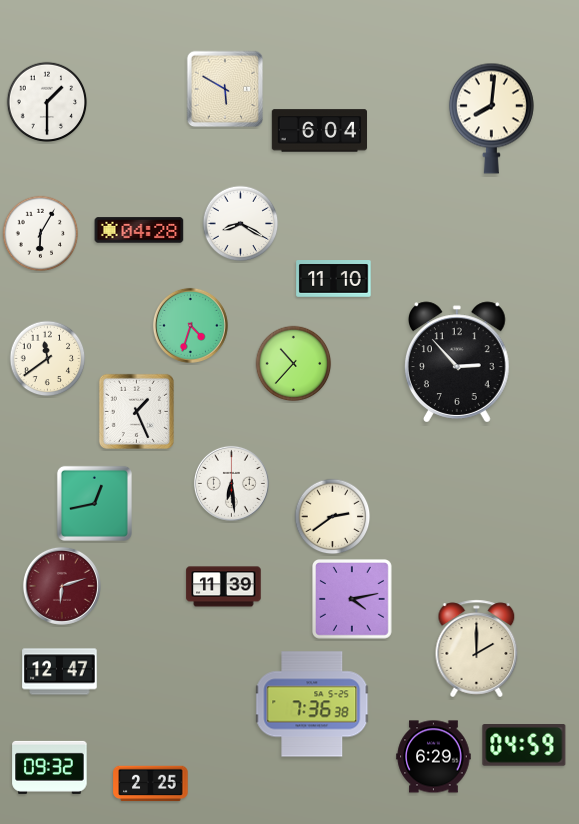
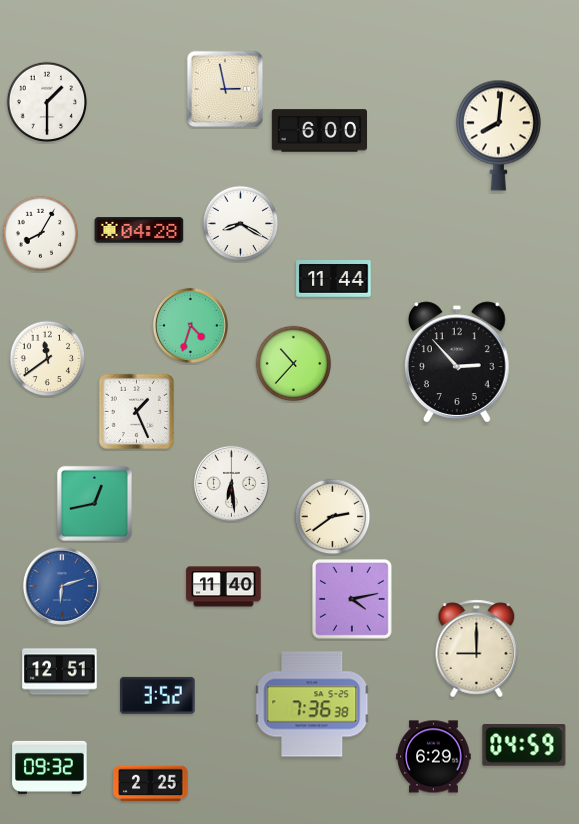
clock at (225, 89): 5:50 -> 2:58
clock at (491, 118) position: (491, 118) -> (498, 135)
clock at (319, 131): 6:04 -> 6:00
clock at (41, 234): 6:05 -> 8:05
clock at (334, 279): 11:10 -> 11:44
clock at (62, 586) dial: burgundy -> blue
clock at (224, 587): 11:39 -> 11:40
clock at (477, 649): 2:00 -> 9:00
clock at (60, 672): 12:47 -> 12:51
clock at (158, 695): none -> 3:52
